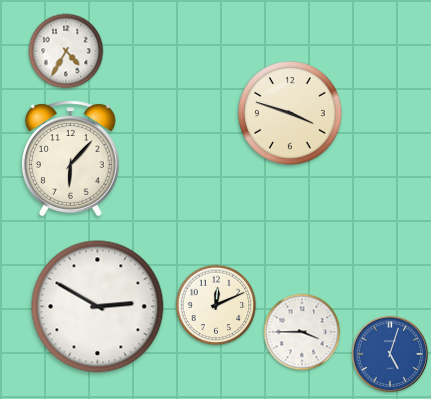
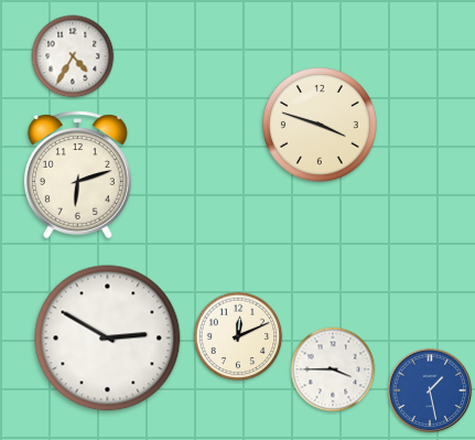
clock at (70, 159): 6:07 -> 6:12
clock at (302, 332) position: (302, 332) -> (333, 369)
clock at (390, 354): 5:03 -> 1:28
